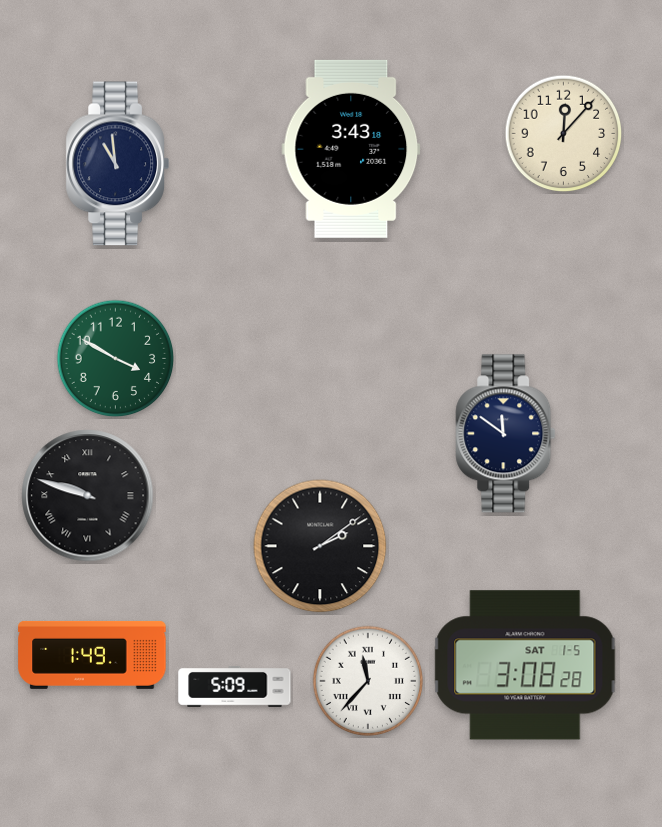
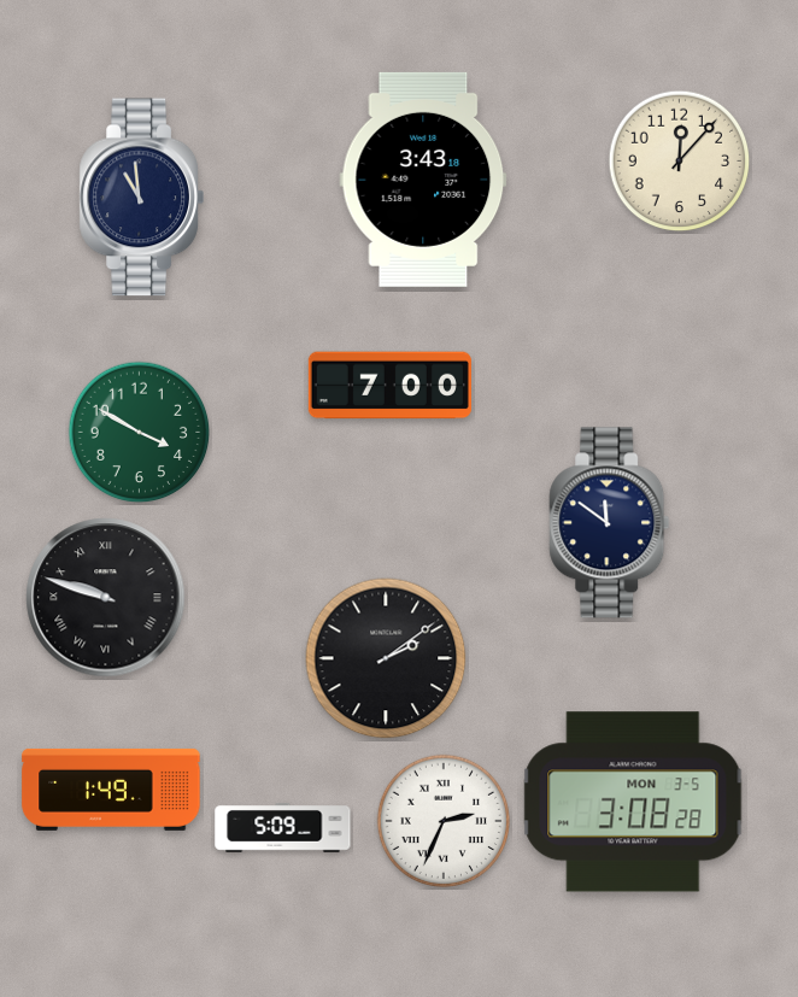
clock at (389, 386): none -> 7:00
clock at (525, 665) date: SAT 1-5 -> MON 3-5
clock at (367, 680): 11:37 -> 2:34
